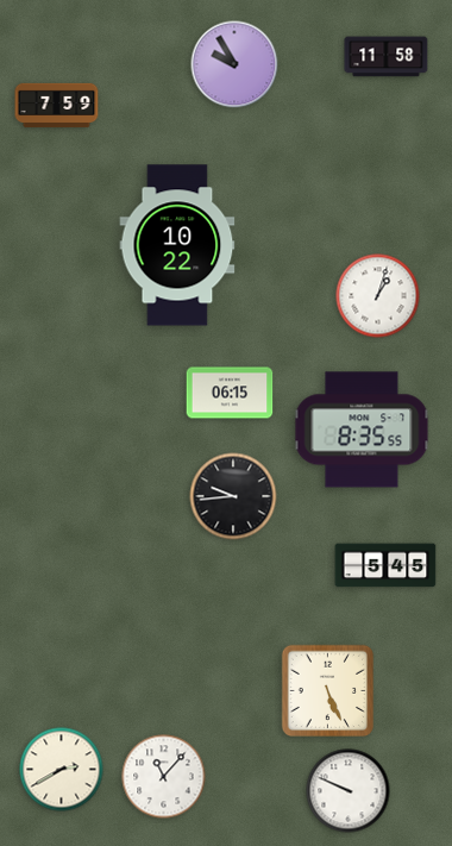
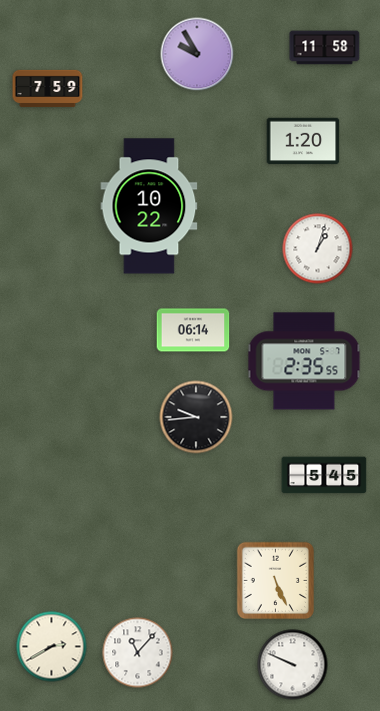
clock at (303, 141): none -> 1:20
clock at (230, 393): 06:15 -> 06:14
clock at (362, 430): 8:35 -> 2:35
